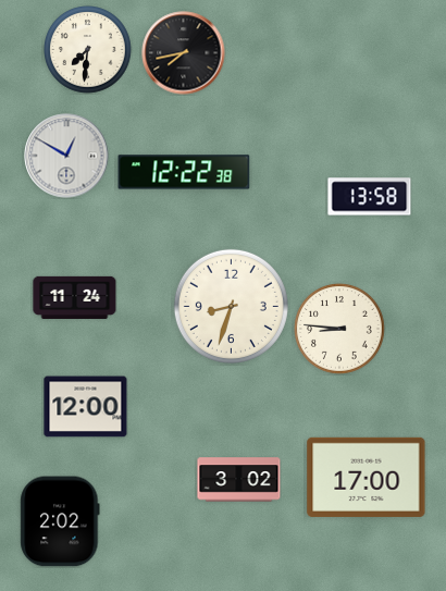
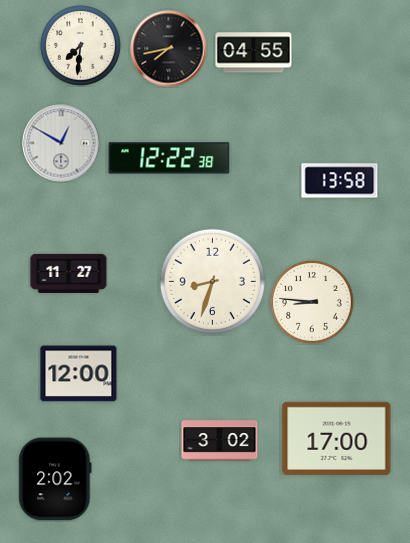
clock at (254, 53): none -> 04:55
clock at (75, 297): 11:24 -> 11:27
